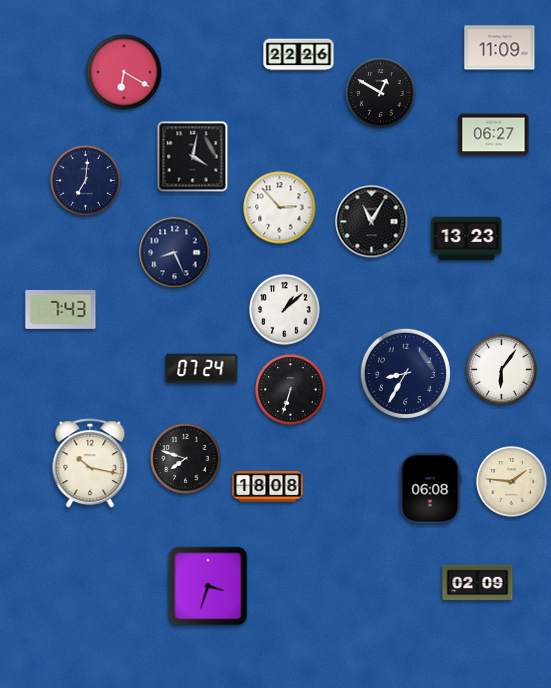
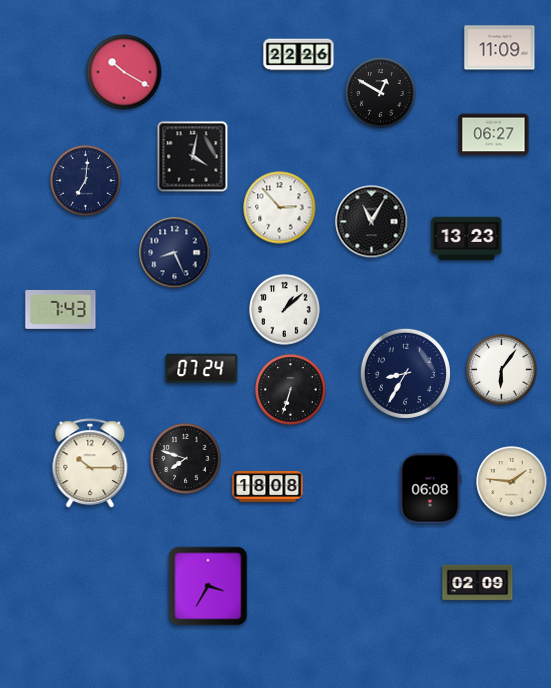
clock at (124, 72): 6:20 -> 10:20
clock at (90, 464): 10:17 -> 10:15
clock at (208, 586): 3:33 -> 3:35
